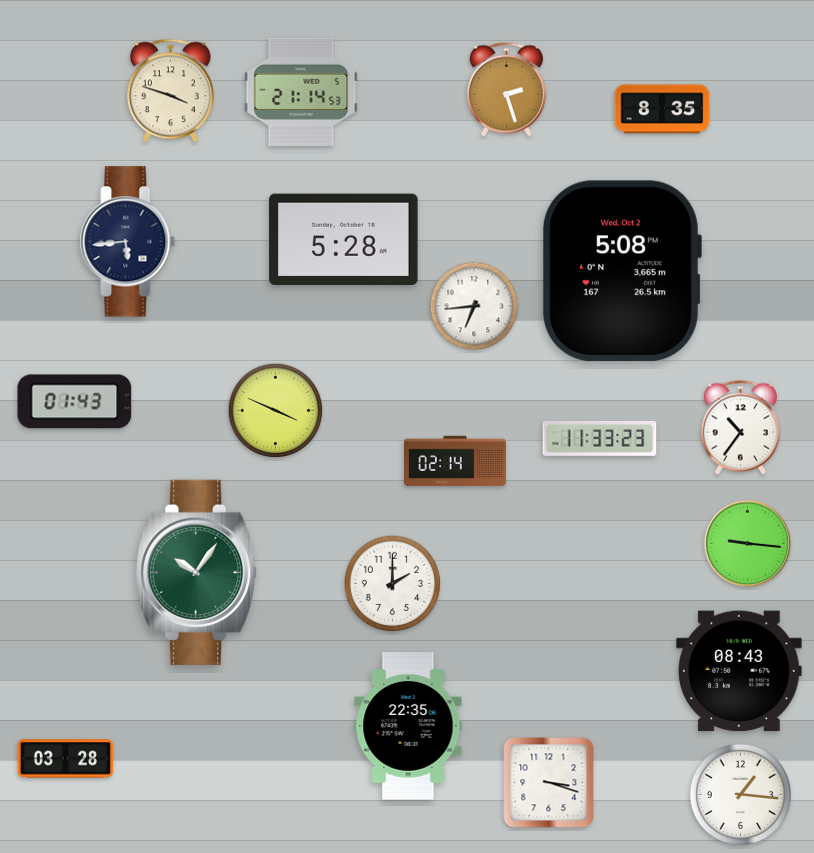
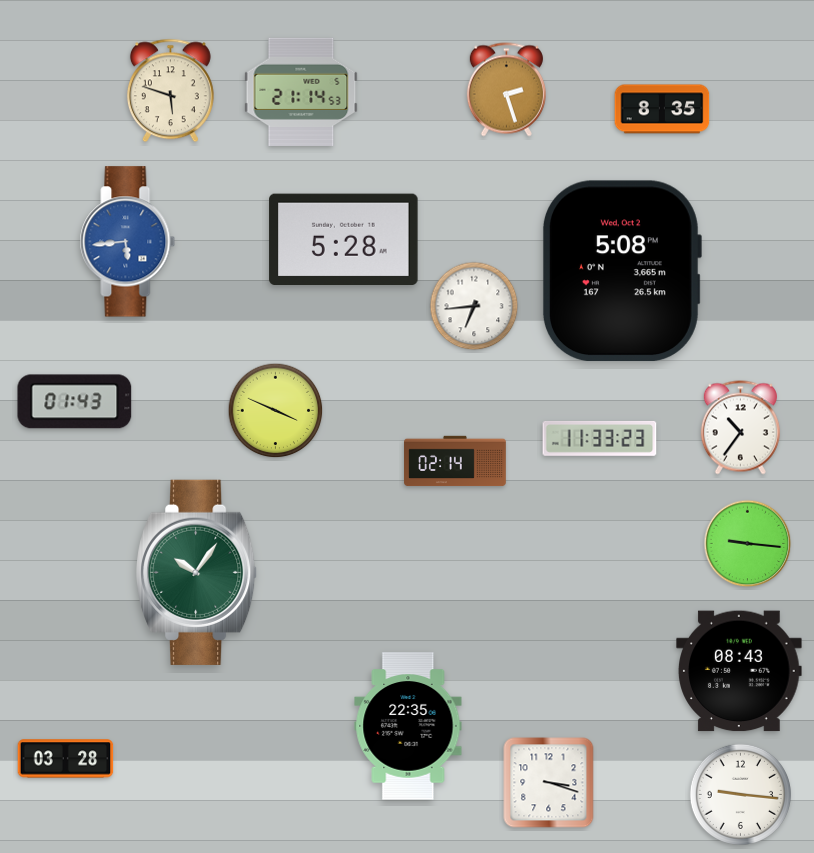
clock at (170, 91): 3:48 -> 5:48
clock at (128, 242) dial: navy -> blue
clock at (393, 584): 2:00 -> none
clock at (740, 794): 1:16 -> 9:16
